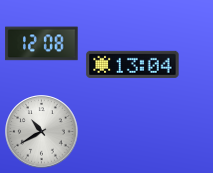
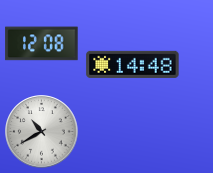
clock at (133, 64): 13:04 -> 14:48
